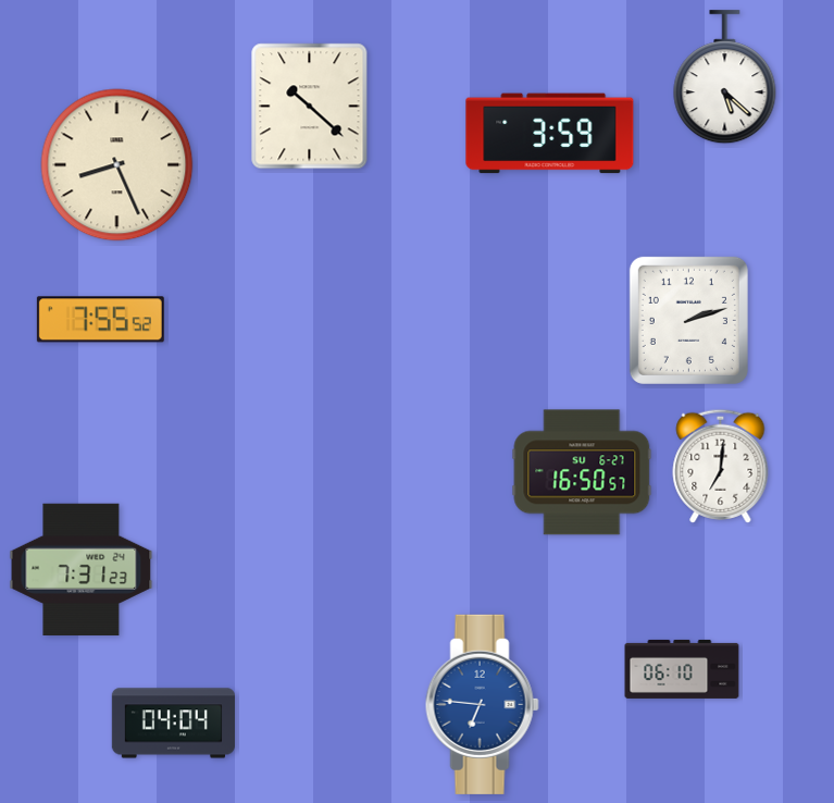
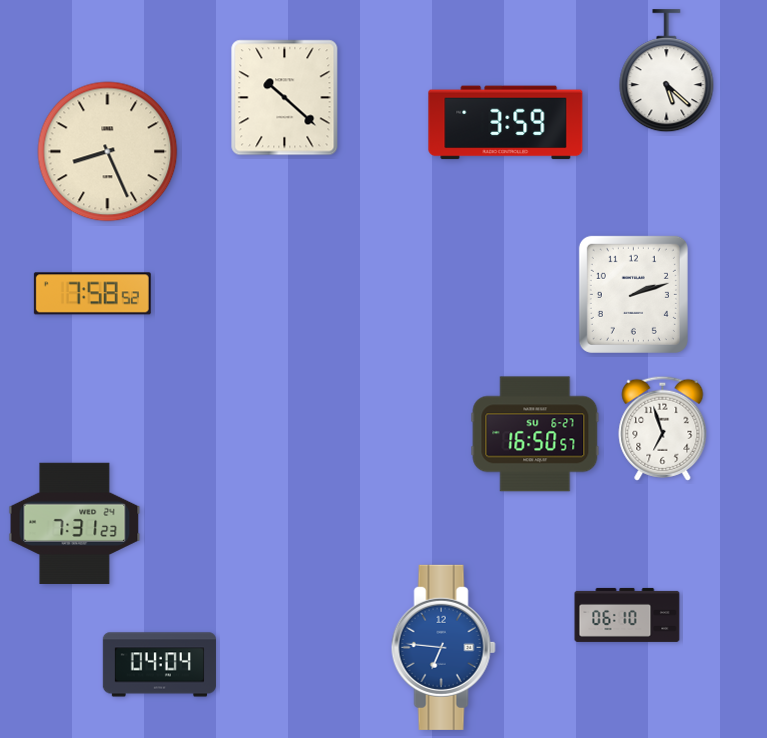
clock at (100, 320): 7:55 -> 7:58
clock at (721, 466): 7:01 -> 6:57
